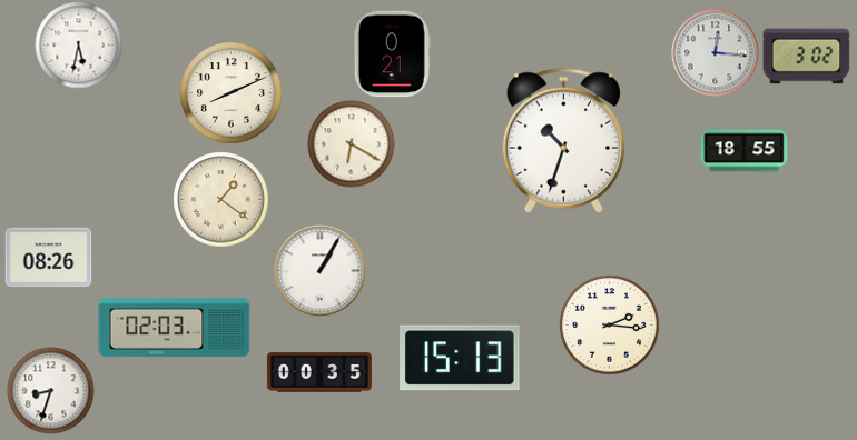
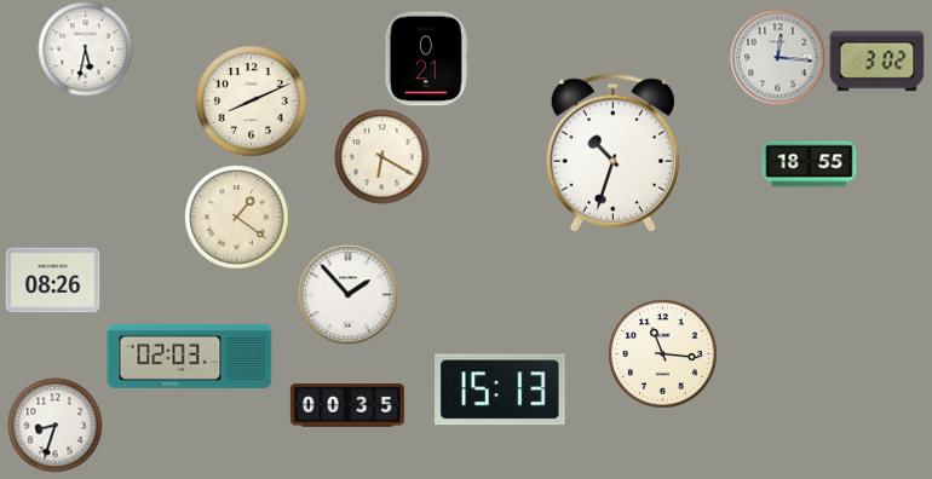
clock at (220, 199) position: (220, 199) -> (236, 217)
clock at (319, 270): 1:05 -> 1:53
clock at (609, 324): 2:16 -> 11:16
